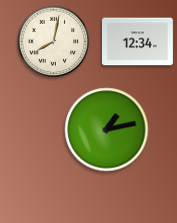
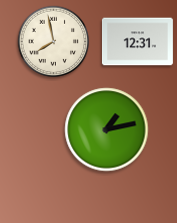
clock at (54, 42): 8:02 -> 7:58
clock at (137, 42): 12:34 -> 12:31
